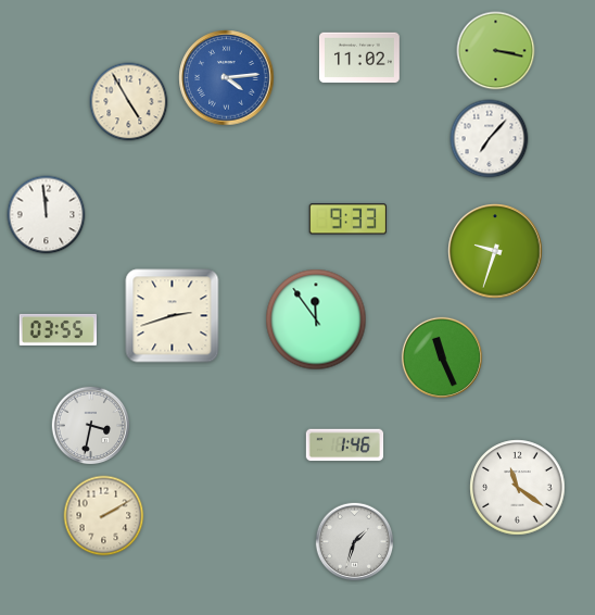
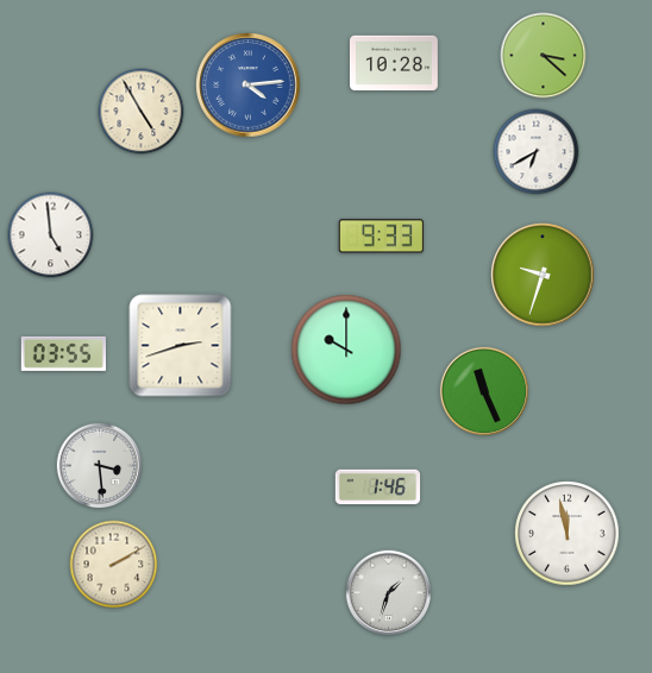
clock at (496, 51): 3:17 -> 3:22
clock at (359, 58): 11:02 -> 10:28
clock at (490, 139): 7:07 -> 6:40
clock at (47, 215): 11:59 -> 4:59
clock at (347, 219) position: (347, 219) -> (381, 237)
clock at (173, 316) position: (173, 316) -> (181, 346)
clock at (316, 319): 11:54 -> 10:00
clock at (58, 329) position: (58, 329) -> (63, 353)
clock at (91, 426): 3:32 -> 3:29
clock at (518, 488): 11:21 -> 11:58
